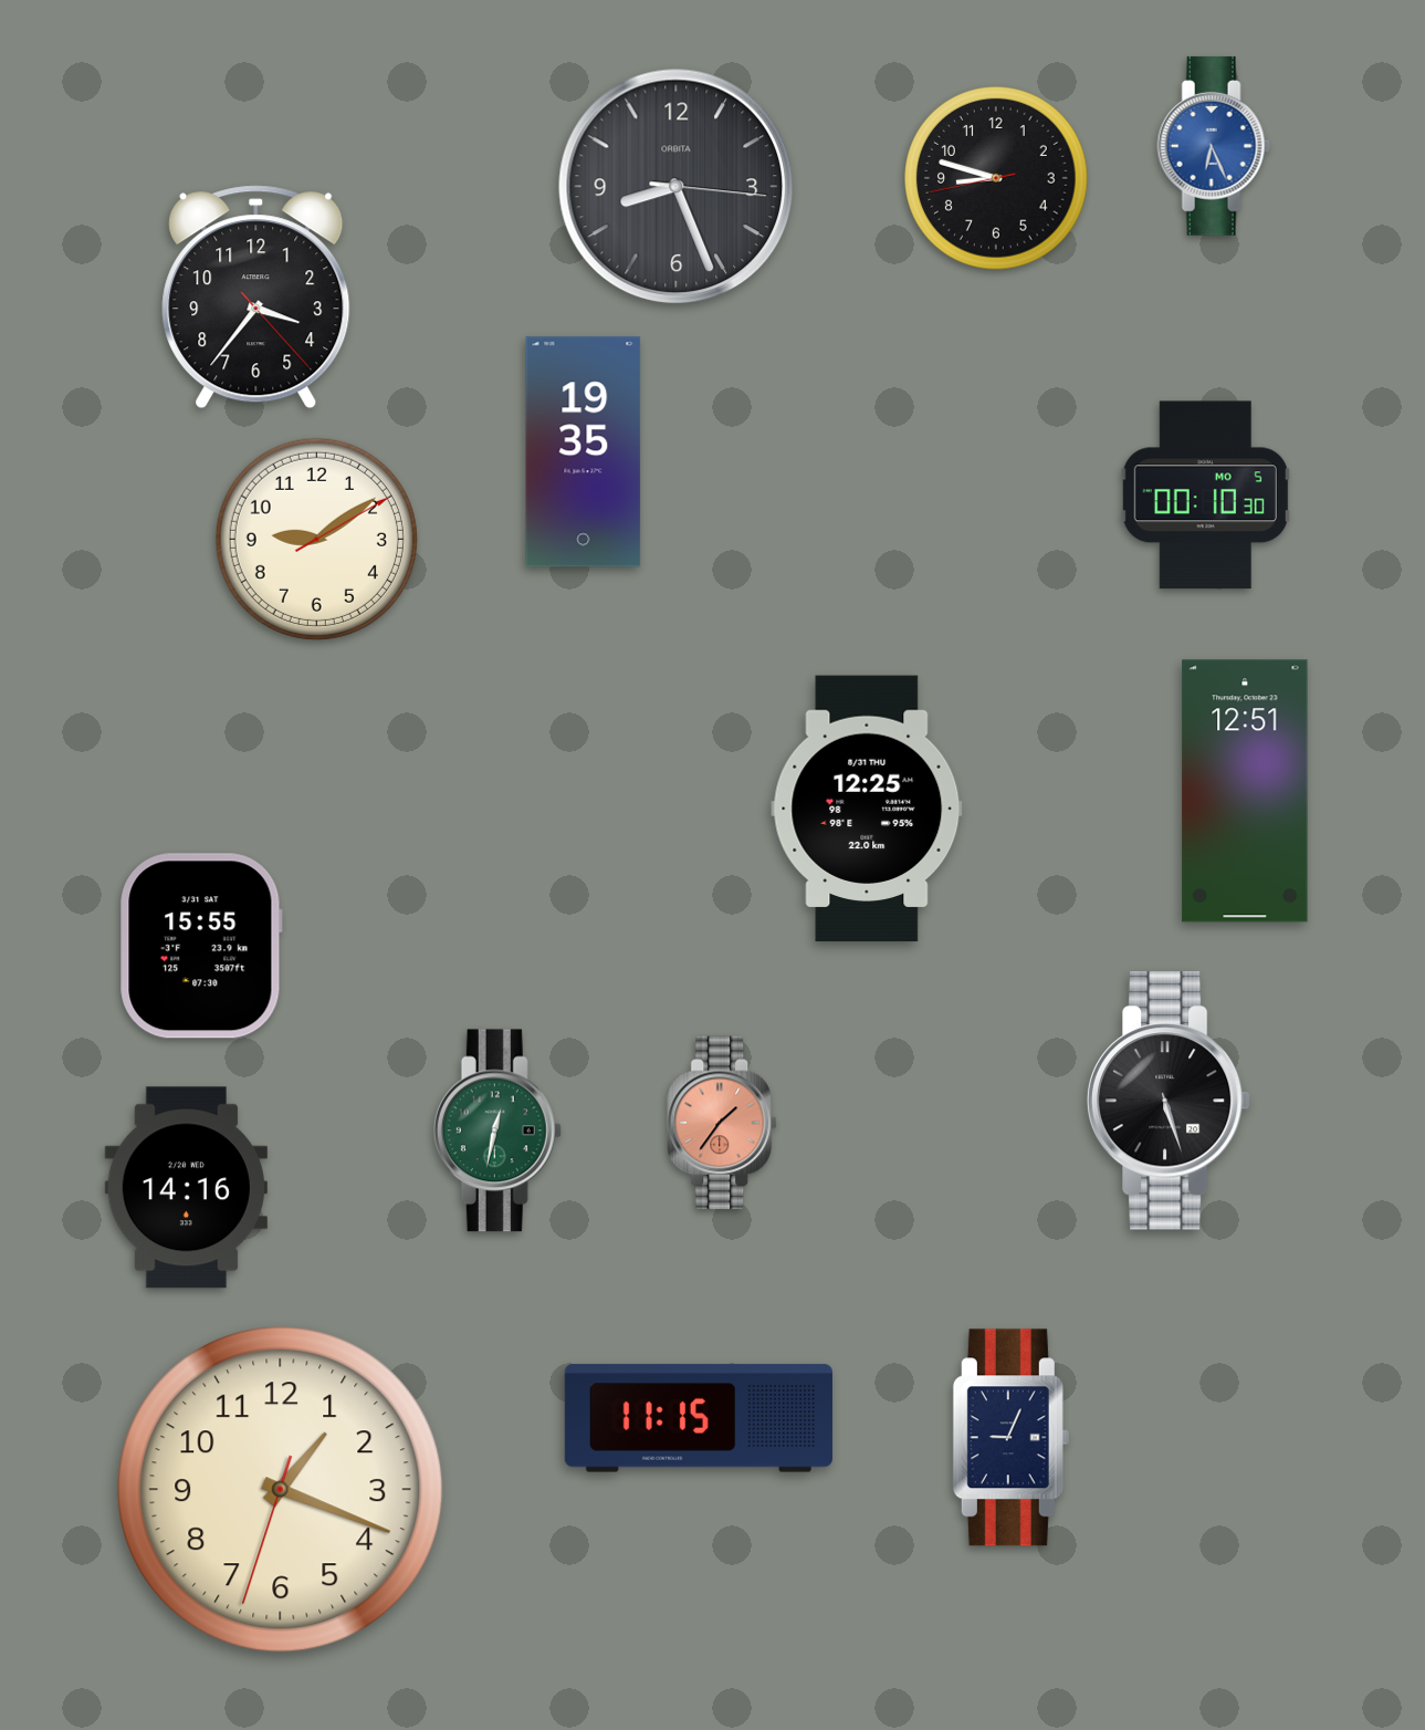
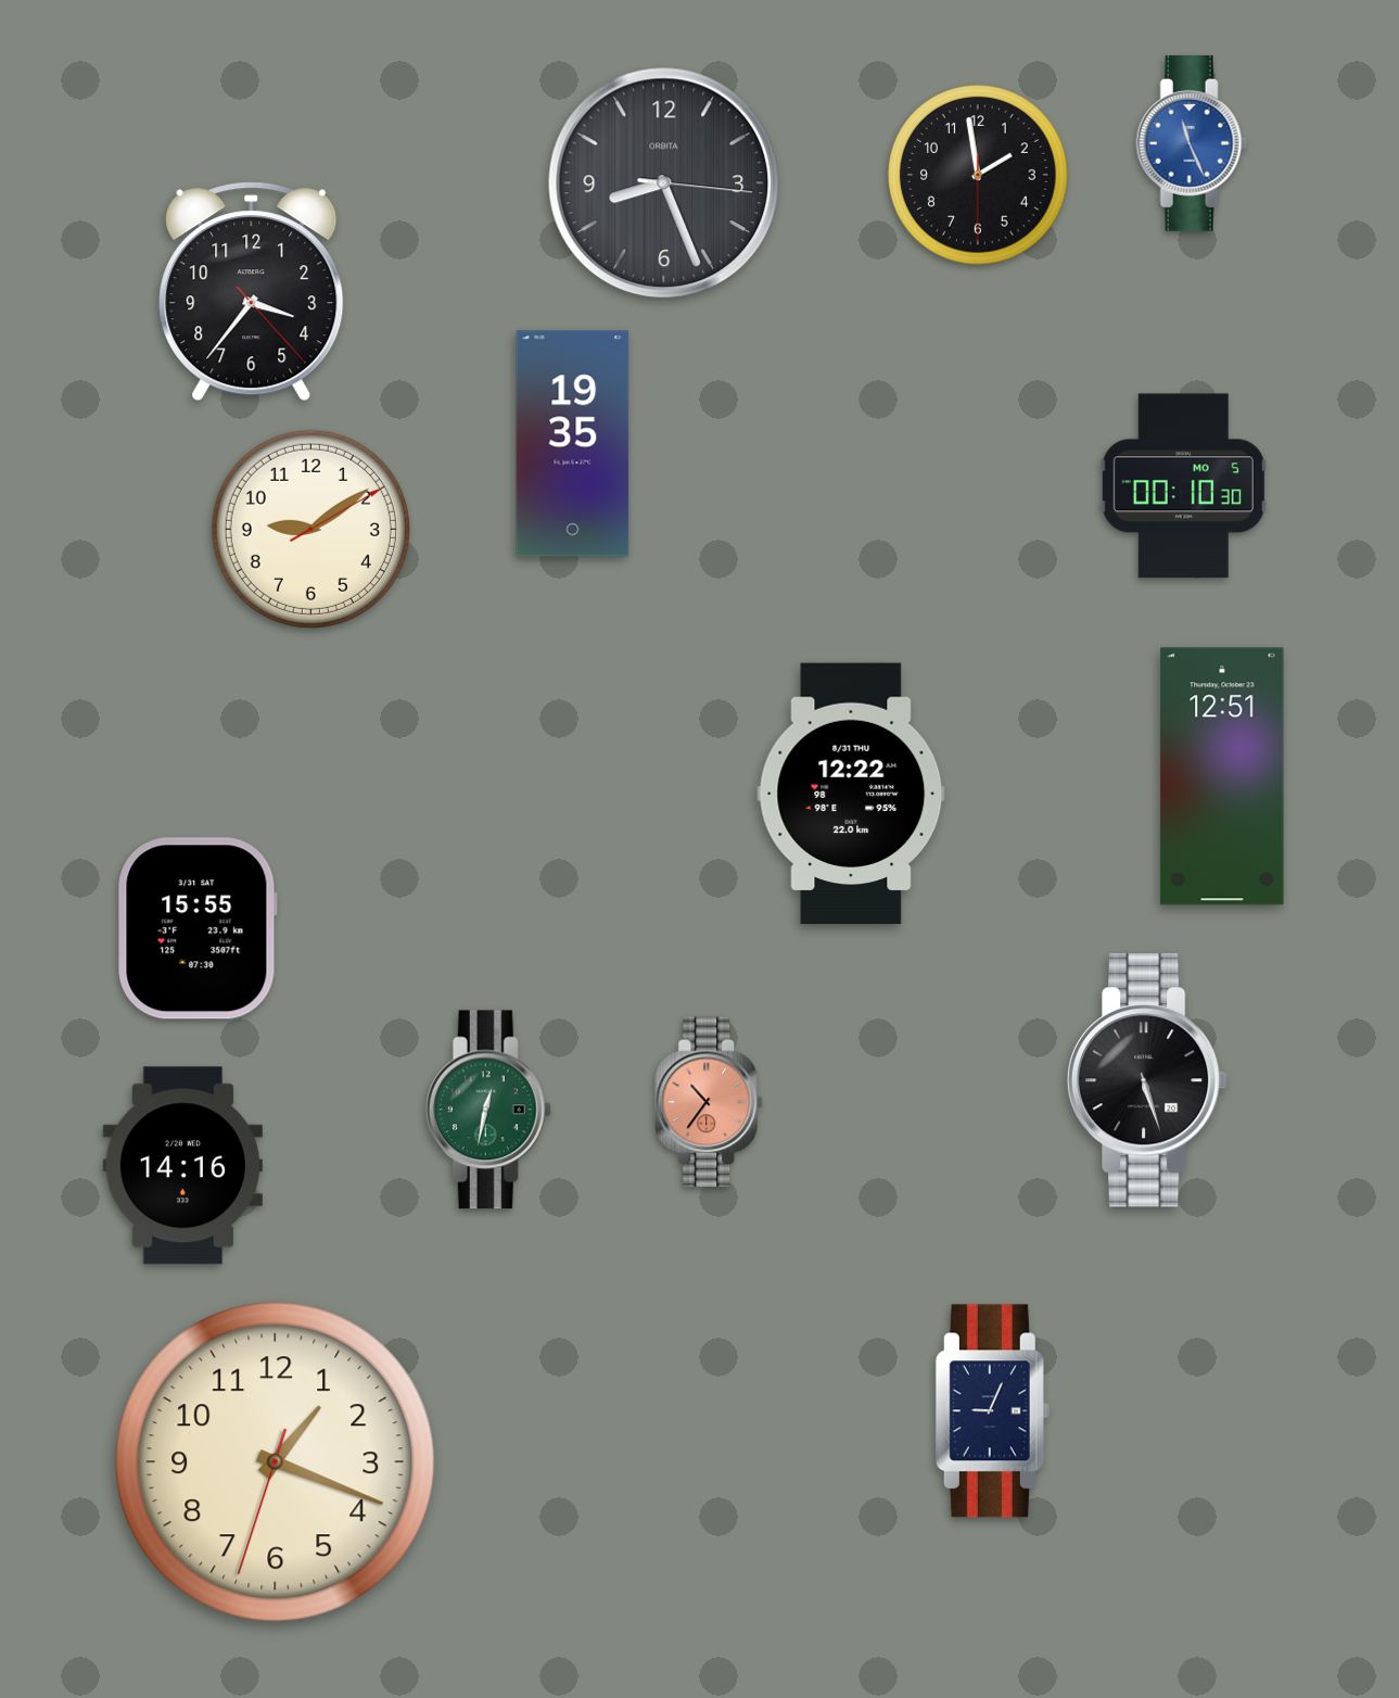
clock at (1214, 146): 6:26 -> 11:26
clock at (996, 178): 8:47 -> 1:58
clock at (867, 809): 12:25 -> 12:22
clock at (723, 1123): 1:36 -> 10:36
clock at (699, 1418): 11:15 -> none
